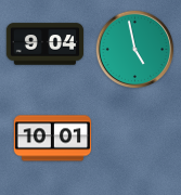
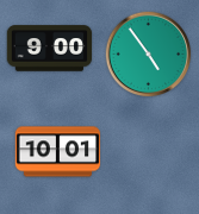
clock at (46, 44): 9:04 -> 9:00
clock at (135, 50): 4:58 -> 4:54
